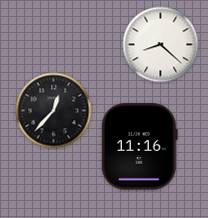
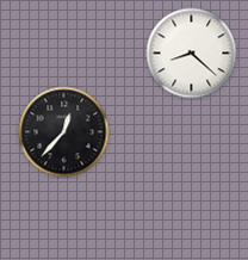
clock at (139, 147): 11:16 -> none
